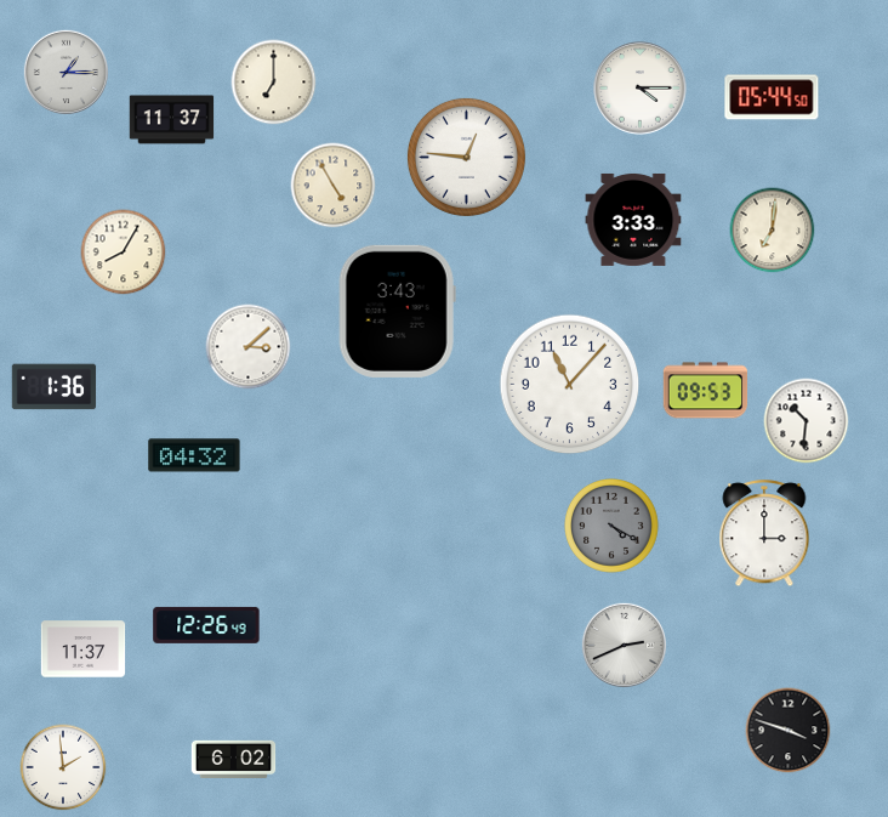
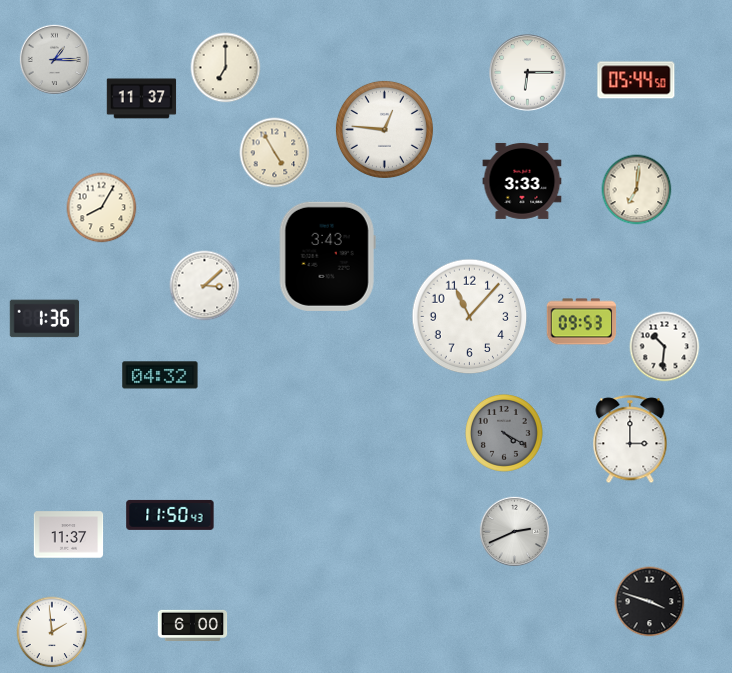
clock at (641, 89): 4:15 -> 6:15
clock at (206, 625): 12:26 -> 11:50
clock at (234, 759): 6:02 -> 6:00
